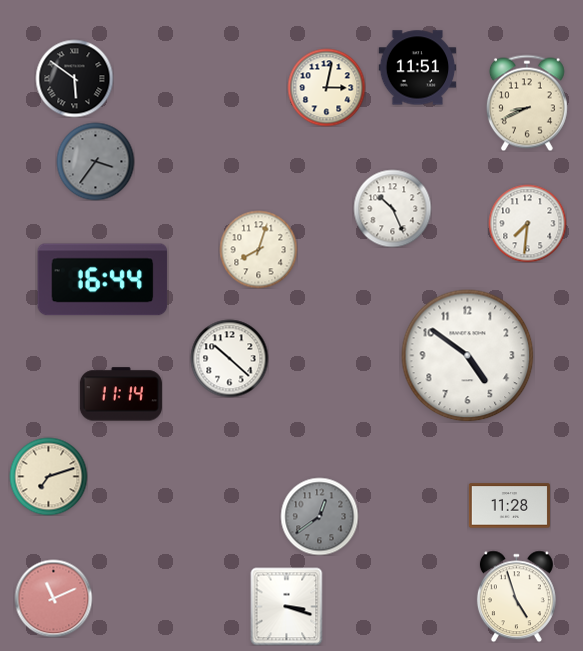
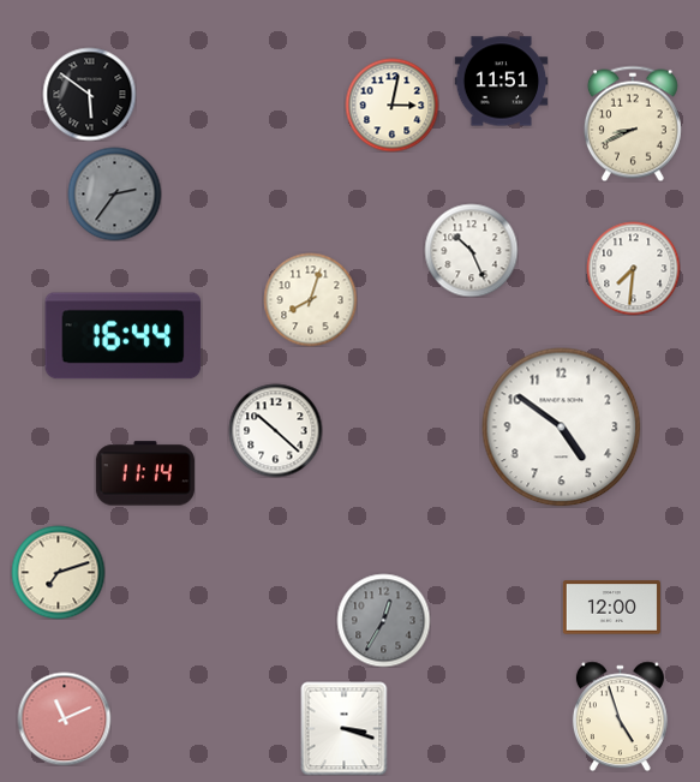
clock at (95, 161): 3:36 -> 2:36
clock at (509, 506): 11:28 -> 12:00
clock at (319, 516): 12:39 -> 12:35
